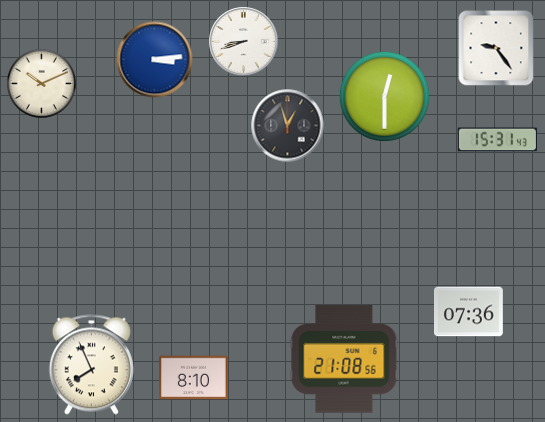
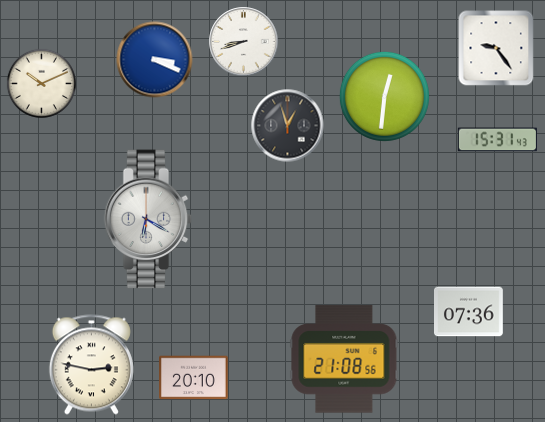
clock at (155, 60): 3:14 -> 3:19
clock at (384, 96): 12:30 -> 12:31
clock at (148, 219): none -> 6:20
clock at (91, 365): 7:56 -> 2:47
clock at (194, 378): 8:10 -> 20:10
